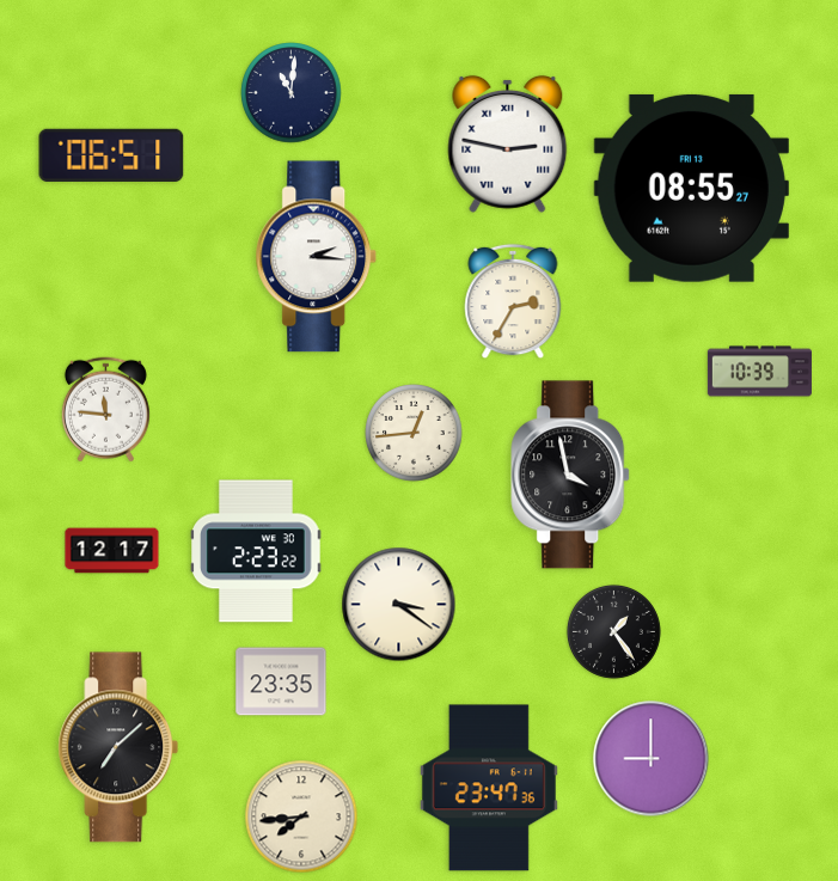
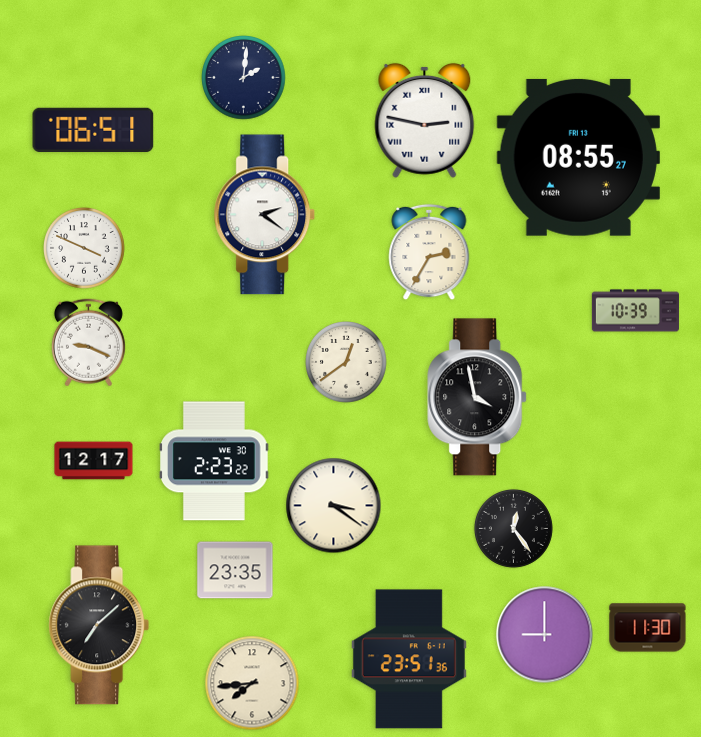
clock at (292, 93): 11:01 -> 2:01
clock at (317, 257): 2:16 -> 2:21
clock at (84, 248): none -> 3:49
clock at (105, 410): 11:46 -> 9:19
clock at (414, 433): 12:44 -> 12:39
clock at (613, 631): 1:24 -> 12:24
clock at (648, 628): none -> 11:30
clock at (489, 788): 23:47 -> 23:51
